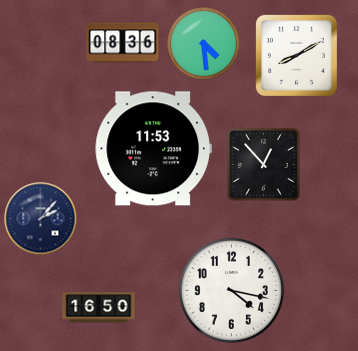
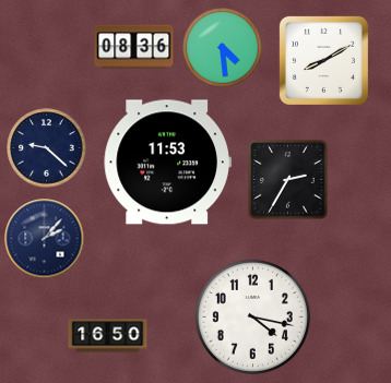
clock at (47, 148): none -> 9:22
clock at (264, 165): 12:53 -> 2:35
